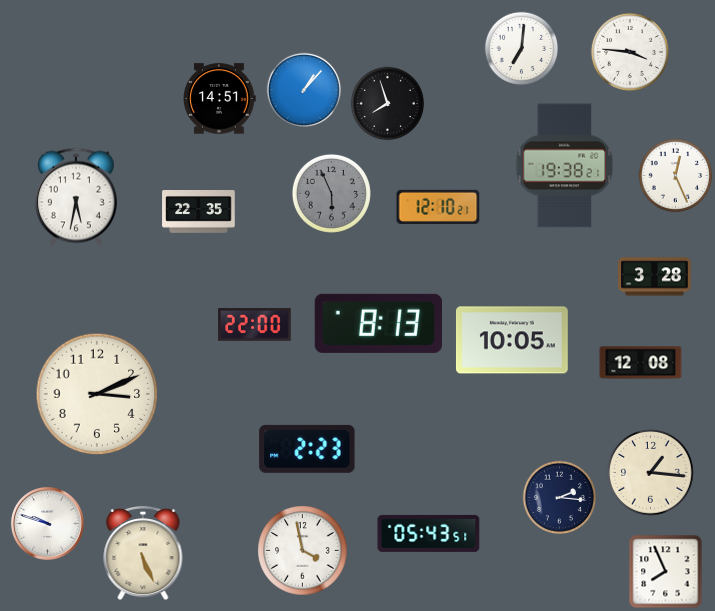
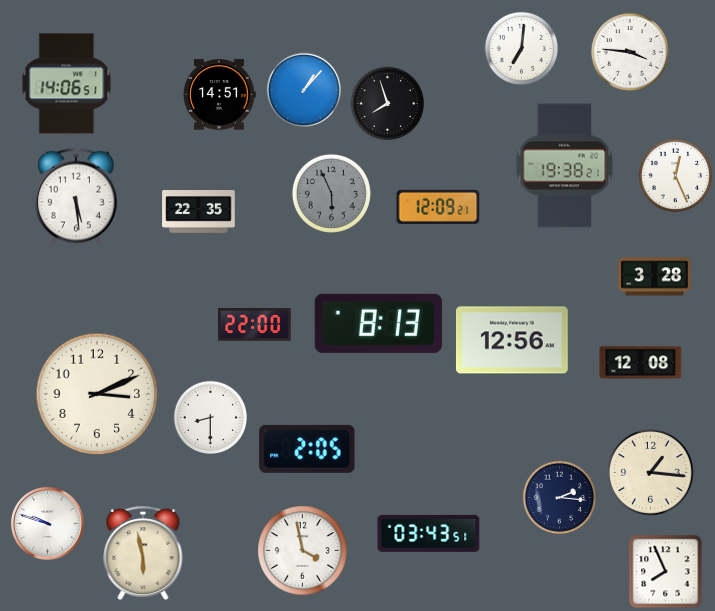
clock at (67, 84): none -> 14:06
clock at (219, 99) position: (219, 99) -> (219, 95)
clock at (76, 197): 5:32 -> 5:29
clock at (438, 207): 12:10 -> 12:09
clock at (512, 340): 10:05 -> 12:56
clock at (211, 418): none -> 8:30
clock at (307, 449): 2:23 -> 2:05
clock at (429, 533): 05:43 -> 03:43
clock at (143, 553): 5:26 -> 5:58
